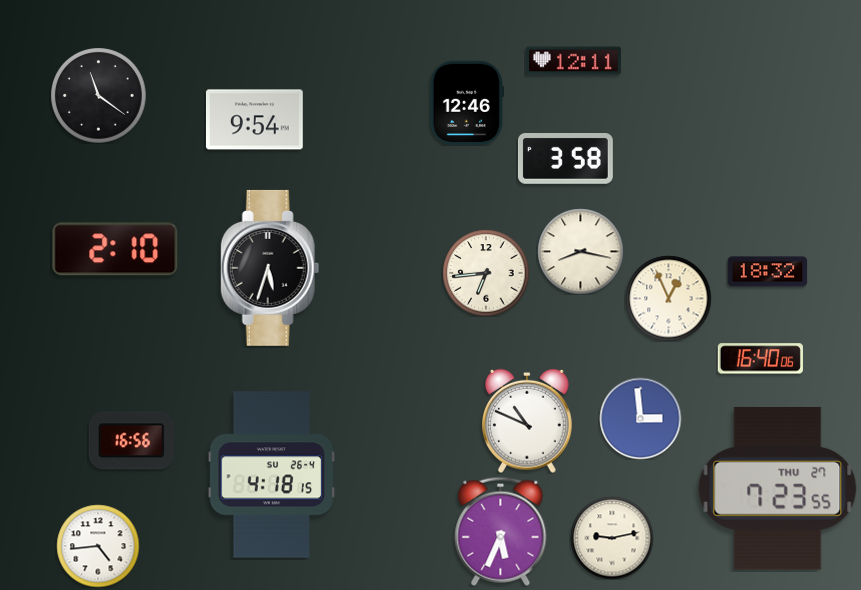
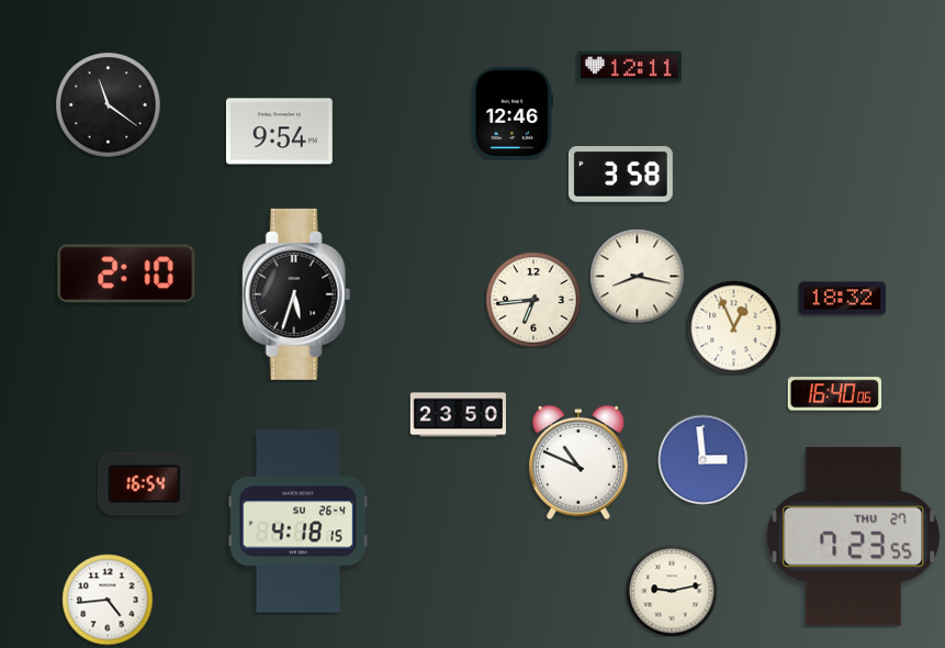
clock at (458, 415): none -> 23:50
clock at (131, 441): 16:56 -> 16:54
clock at (501, 531): 5:34 -> none
